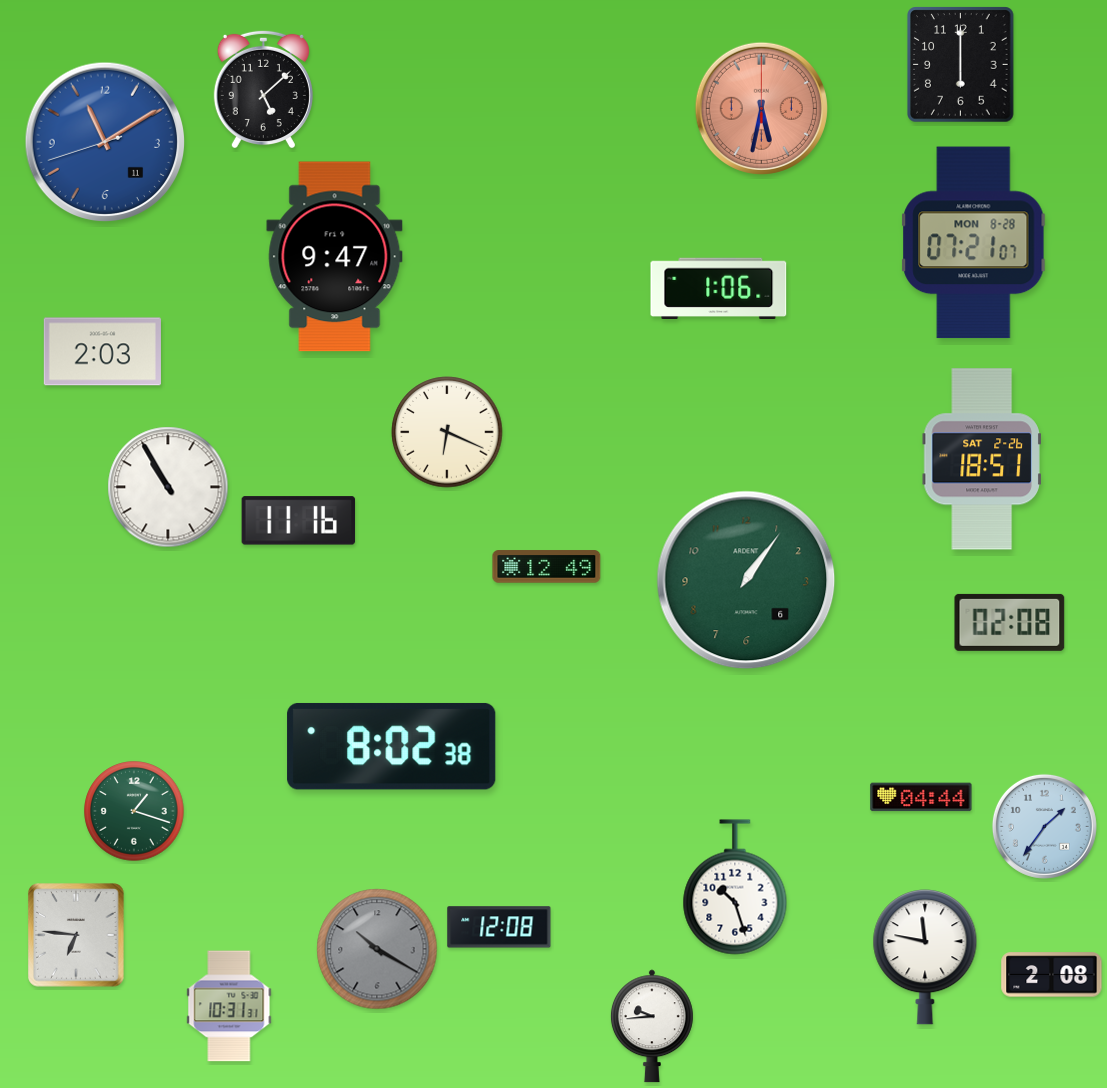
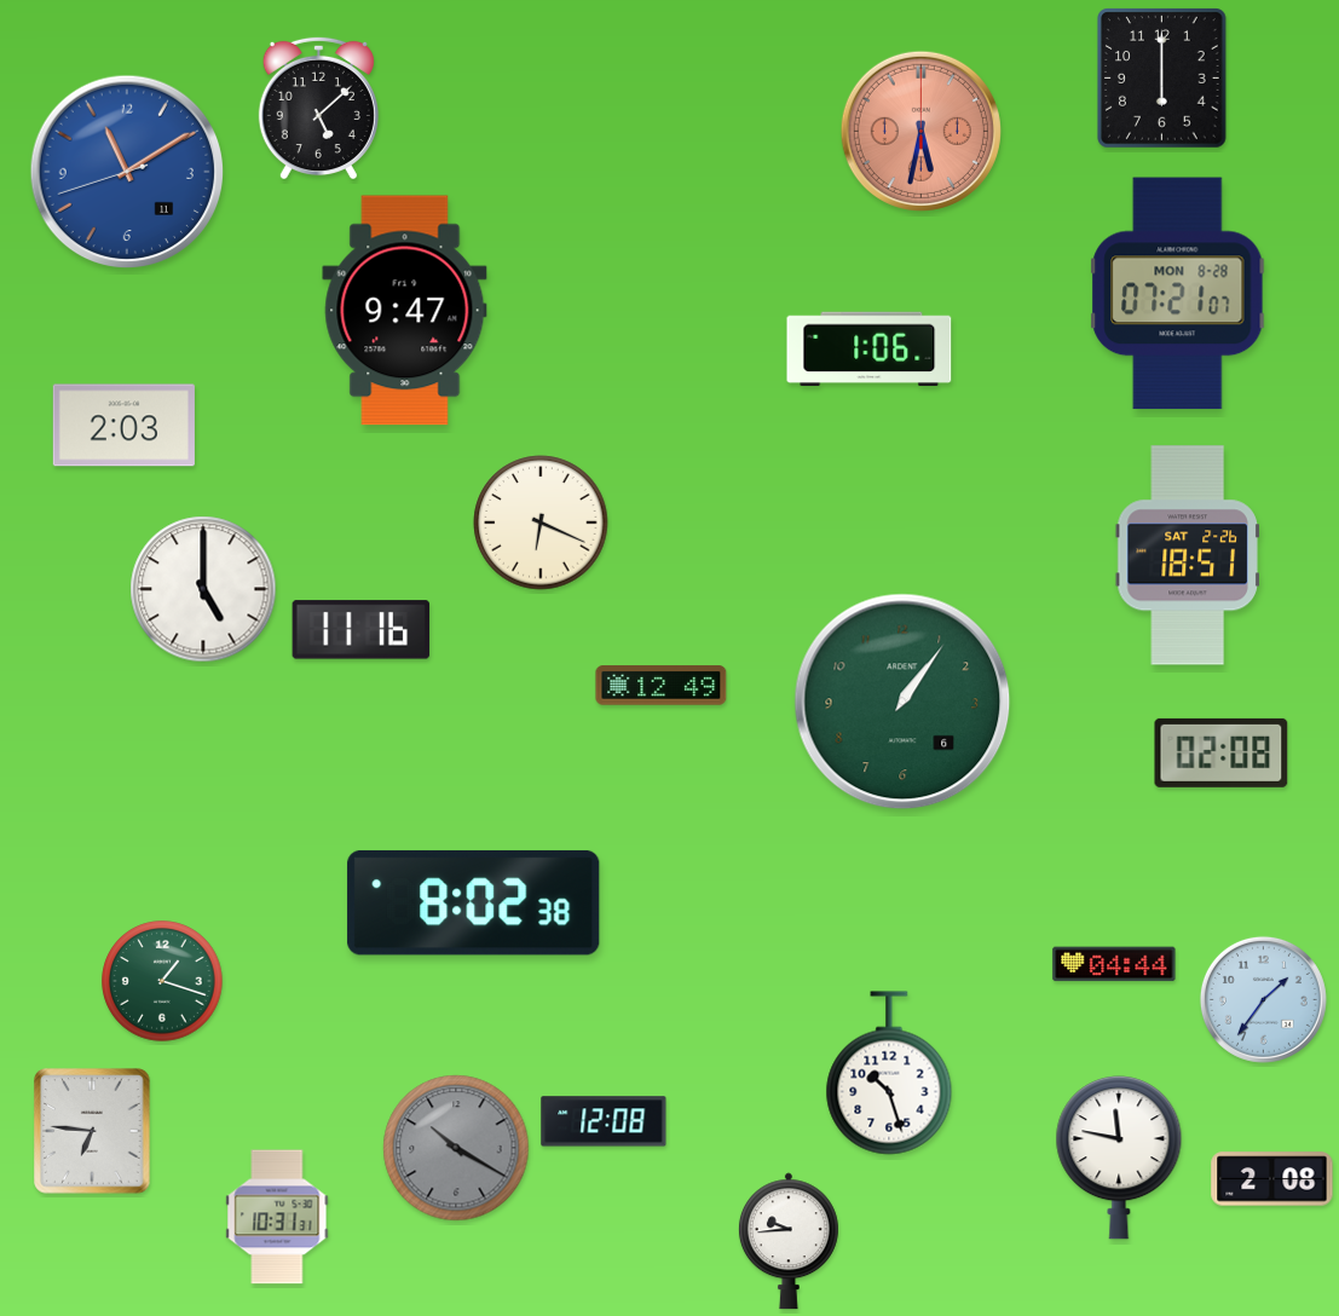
clock at (168, 487): 10:55 -> 5:00
